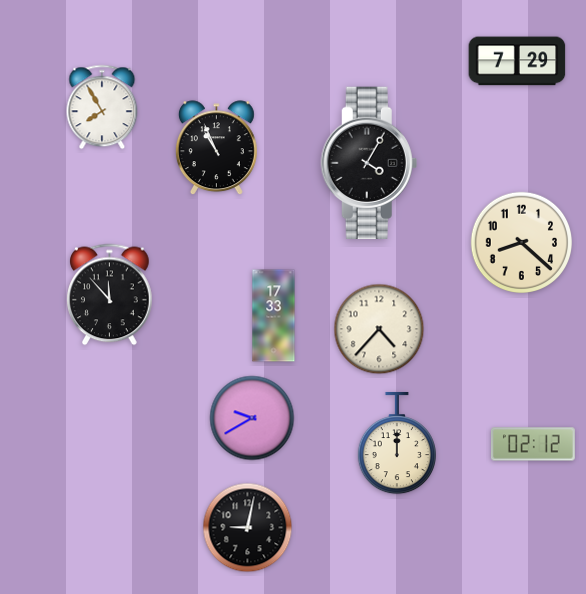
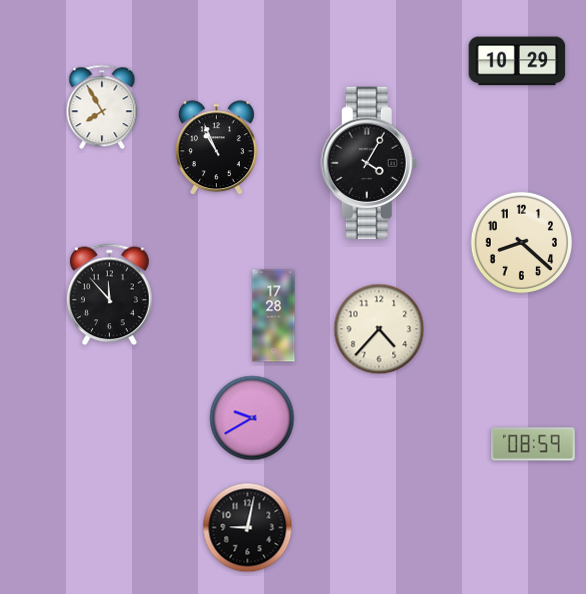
clock at (517, 61): 7:29 -> 10:29
clock at (274, 316): 17:33 -> 17:28
clock at (397, 443): 12:00 -> none
clock at (533, 444): 02:12 -> 08:59
